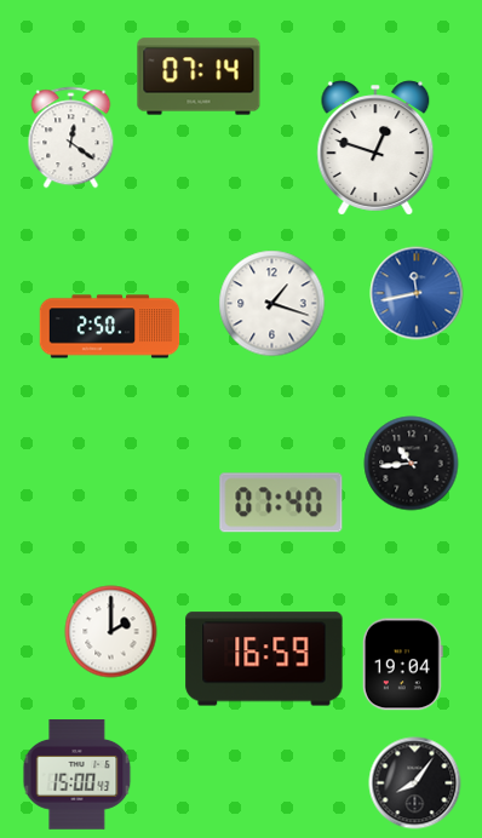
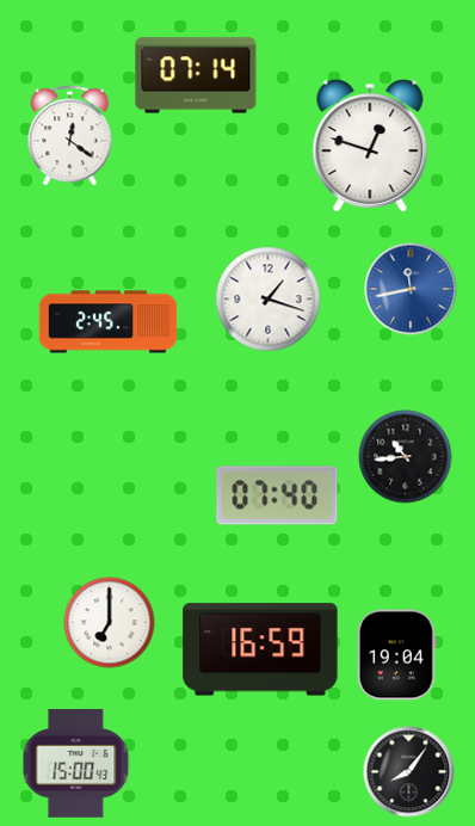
clock at (110, 327): 2:50 -> 2:45
clock at (111, 632): 2:00 -> 7:00
